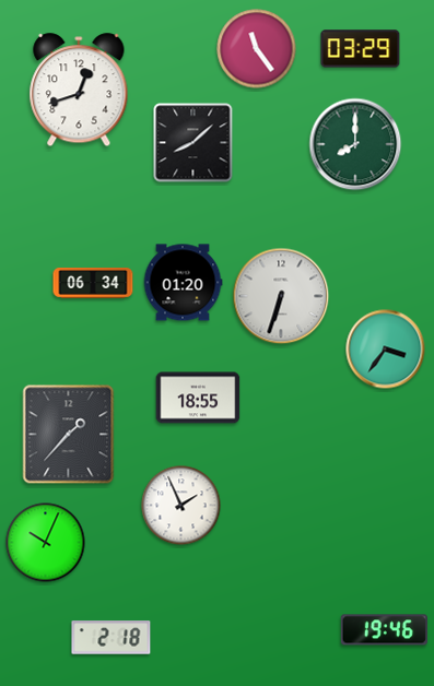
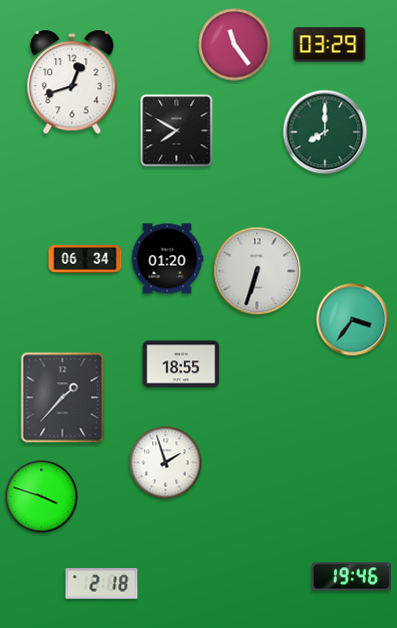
clock at (193, 143): 8:08 -> 7:50
clock at (181, 506): 1:56 -> 1:57
clock at (46, 543): 10:04 -> 3:48
